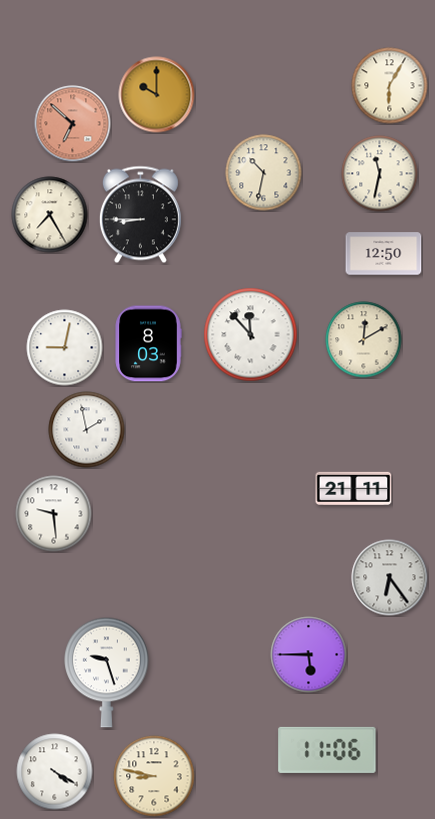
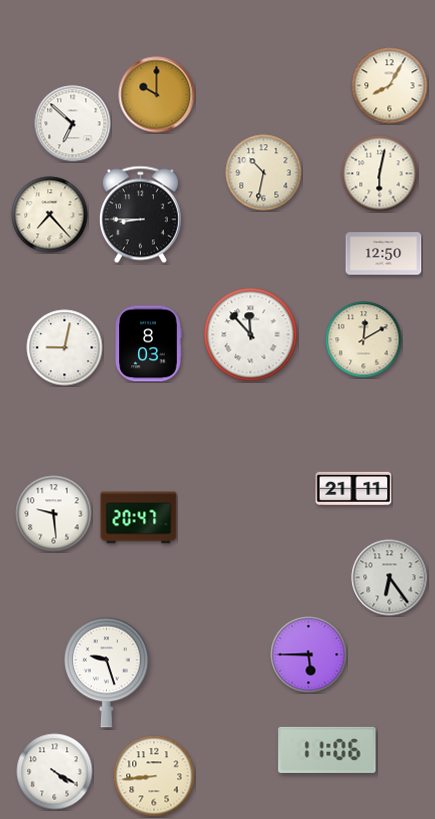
clock at (390, 86): 6:05 -> 8:05
clock at (73, 124) dial: salmon -> white
clock at (380, 174): 11:32 -> 6:02
clock at (50, 215): 7:25 -> 7:23
clock at (87, 430): 1:58 -> none
clock at (139, 518): none -> 20:47
clock at (154, 776): 8:47 -> 8:44
